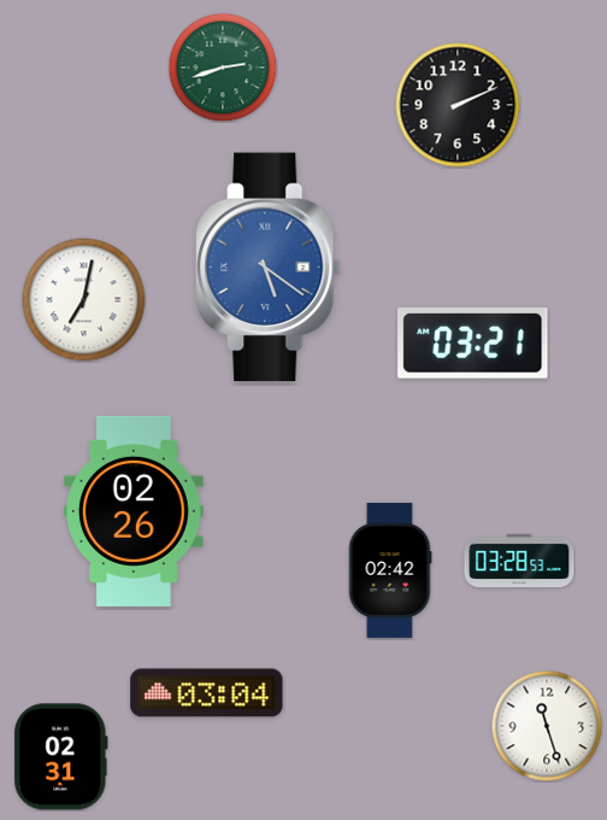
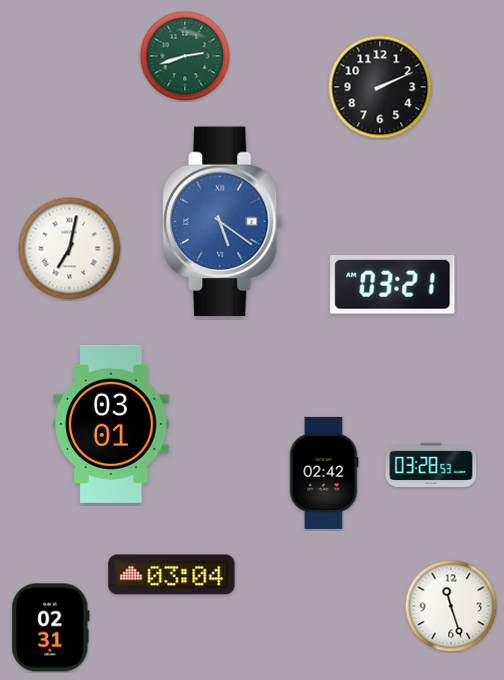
clock at (134, 511): 02:26 -> 03:01
clock at (547, 726) position: (547, 726) -> (451, 606)
